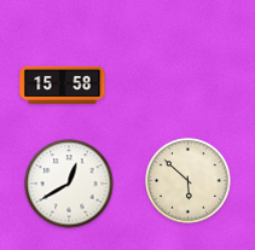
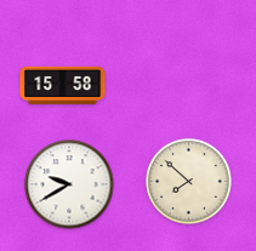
clock at (189, 181): 5:52 -> 7:52
clock at (69, 184): 12:40 -> 9:40
